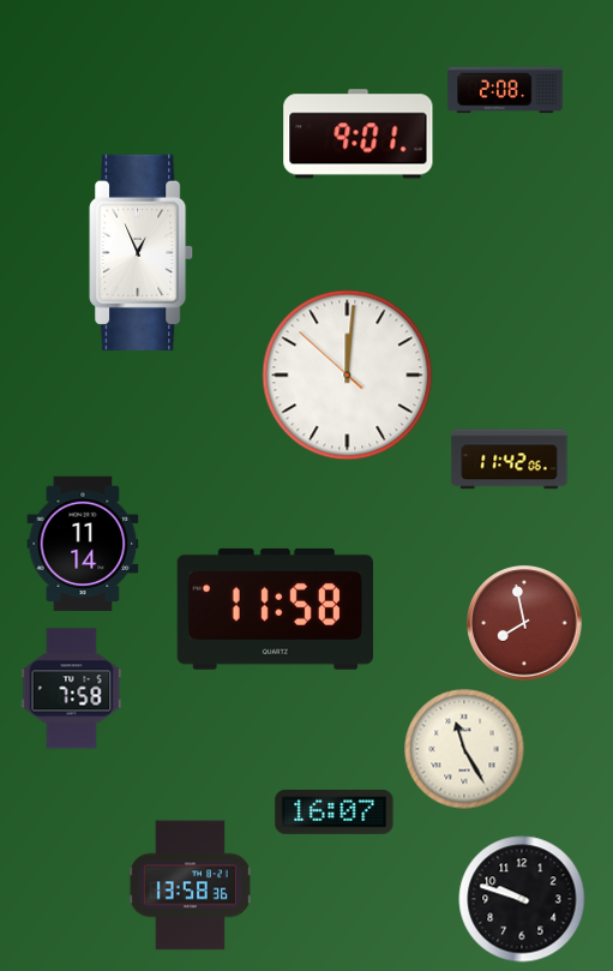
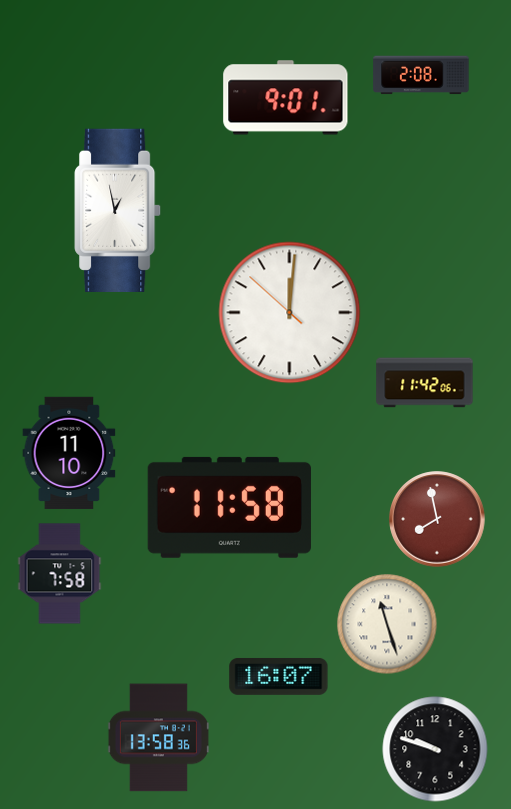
clock at (359, 134) position: (359, 134) -> (286, 98)
clock at (142, 252): 12:56 -> 12:58
clock at (83, 544): 11:14 -> 11:10
clock at (464, 749): 11:25 -> 11:27
